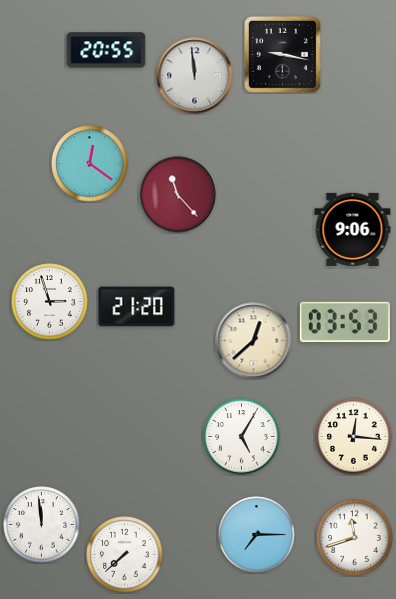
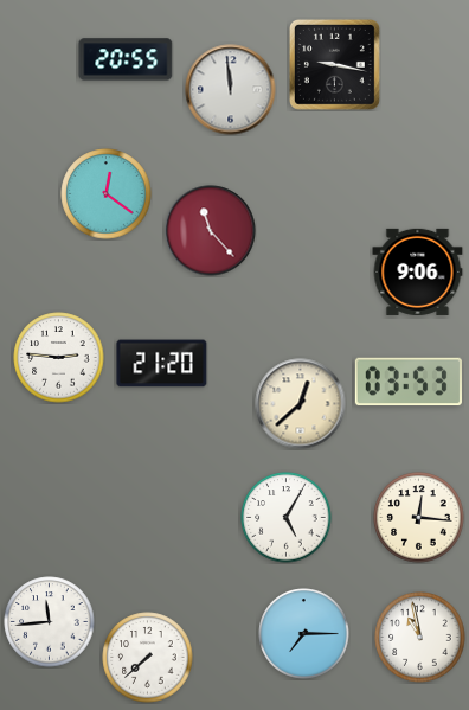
clock at (50, 302): 2:57 -> 2:46
clock at (42, 525): 11:59 -> 11:44
clock at (355, 538): 11:42 -> 10:58
